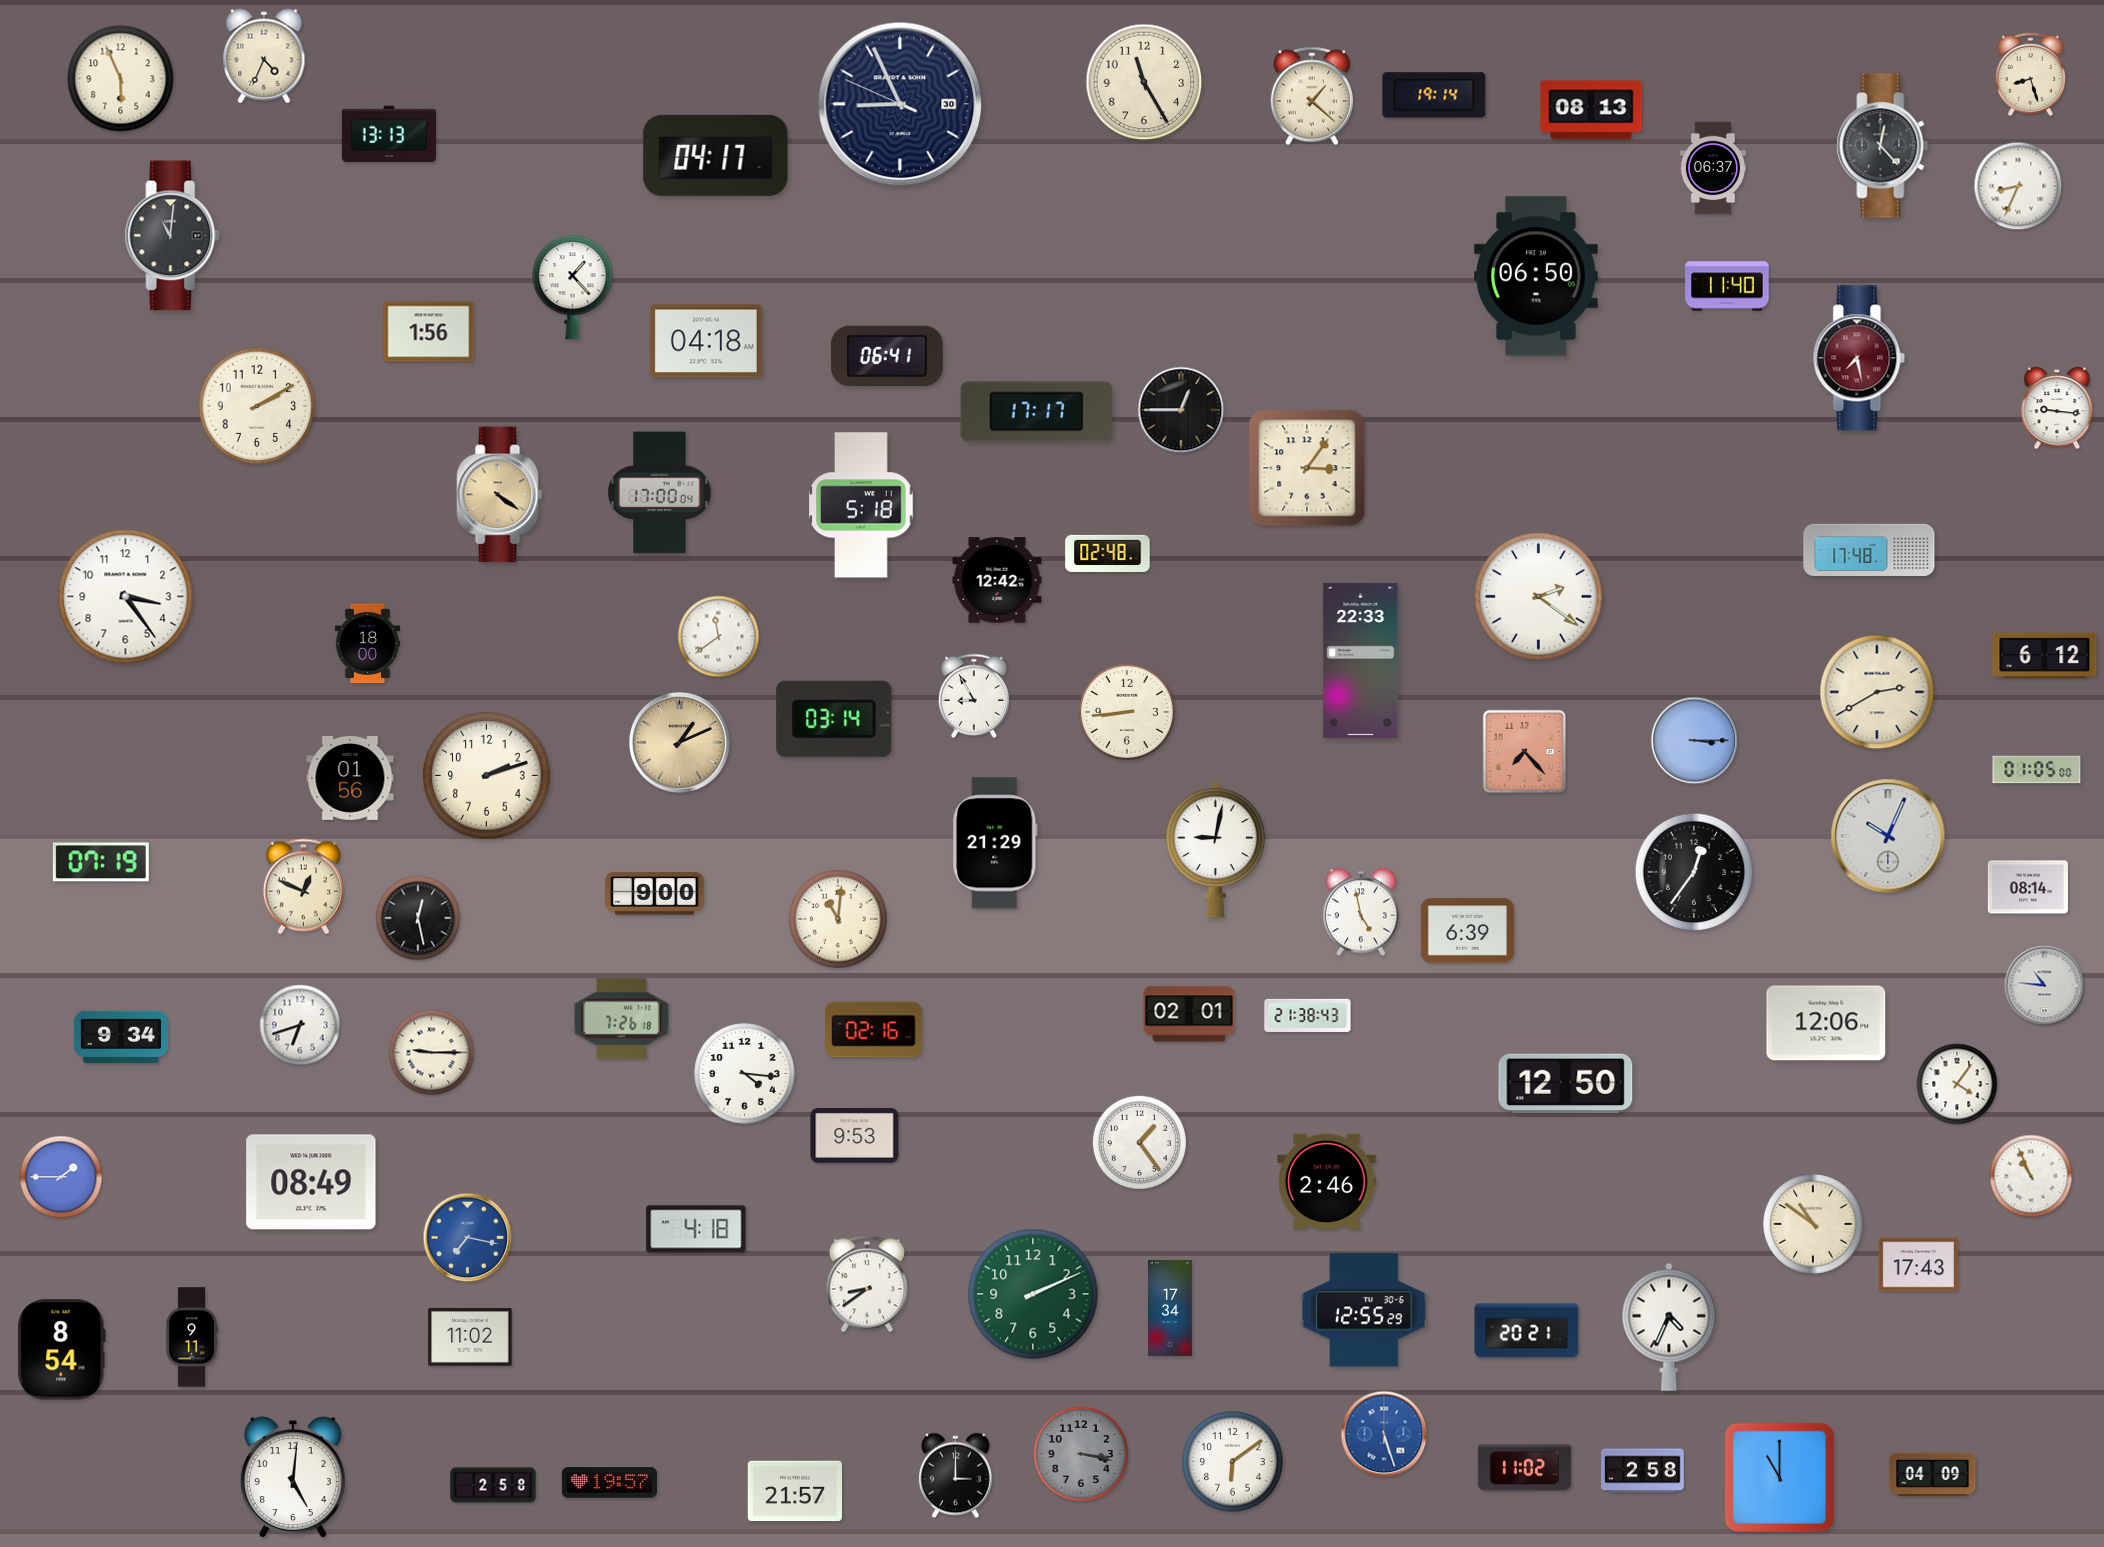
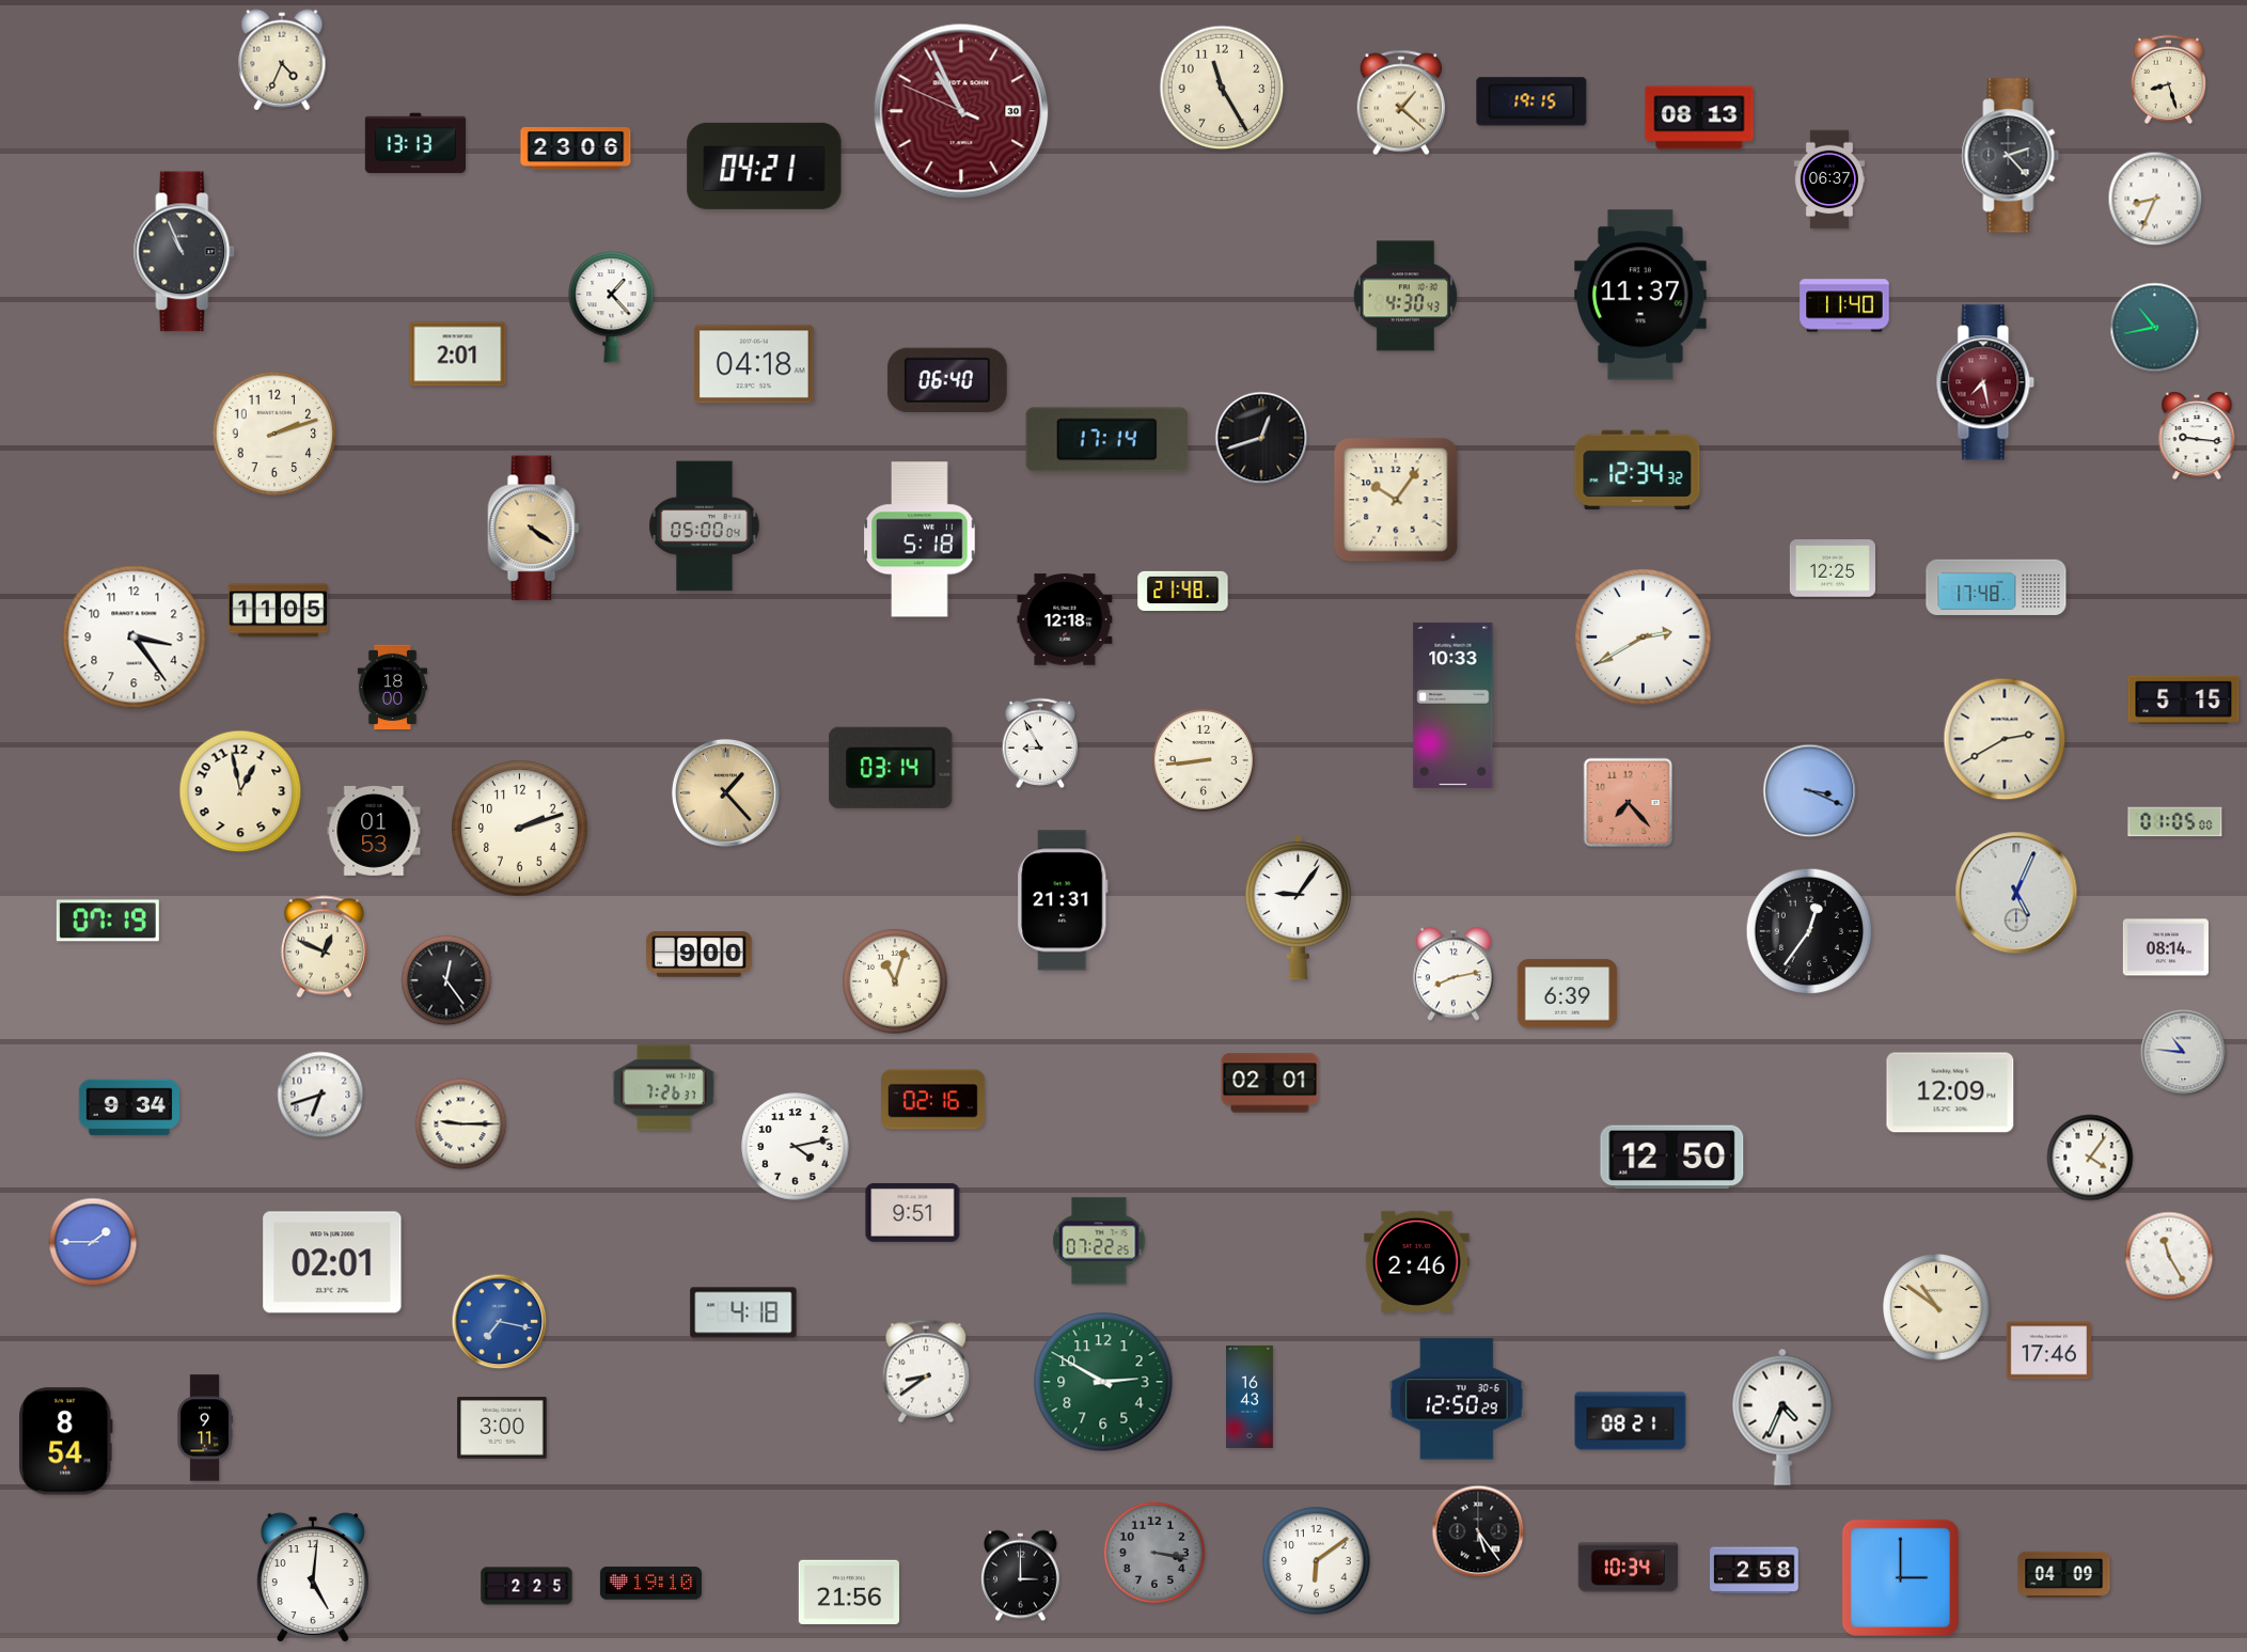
clock at (121, 79): 5:56 -> none
clock at (1434, 95): 19:14 -> 19:15
clock at (900, 104): 8:55 -> 10:55
clock at (900, 104) dial: navy -> burgundy
clock at (576, 150): none -> 23:06
clock at (1883, 146): 12:23 -> 2:23
clock at (716, 155): 04:17 -> 04:21
clock at (173, 236): 11:01 -> 10:56
clock at (1536, 276): 06:50 -> 11:37
clock at (1405, 296): none -> 4:30
clock at (2155, 328): none -> 10:43
clock at (429, 332): 1:56 -> 2:01
clock at (887, 355): 06:41 -> 06:40
clock at (257, 406): 2:10 -> 2:12
clock at (1181, 410): 12:45 -> 12:42
clock at (1037, 412): 17:17 -> 17:14
clock at (1637, 470): none -> 12:34
clock at (1307, 468): 3:06 -> 10:06
clock at (660, 493): 17:00 -> 05:00
clock at (1833, 568): none -> 12:25
clock at (1108, 553): 02:48 -> 21:48
clock at (279, 611): none -> 11:05
clock at (997, 580): 12:42 -> 12:18
clock at (1539, 597): 2:21 -> 2:40
clock at (719, 637): 11:39 -> none
clock at (2045, 655): 6:12 -> 5:15
clock at (1361, 660): 22:33 -> 10:33
clock at (240, 791): none -> 12:58
clock at (1695, 741): 3:15 -> 3:19
clock at (679, 742): 1:11 -> 1:23
clock at (350, 778): 01:56 -> 01:53
clock at (1888, 836): 10:04 -> 5:04
clock at (995, 843): 21:29 -> 21:31
clock at (1215, 850): 9:02 -> 9:06
clock at (1361, 912): 4:58 -> 8:13
clock at (418, 918): 12:28 -> 12:24
clock at (839, 920): 11:01 -> 11:03
clock at (1308, 1015): 21:38 -> none
clock at (622, 1019): 7:26:18 -> 7:26:37
clock at (1826, 1023): 12:06 -> 12:09
clock at (745, 1074): 4:16 -> 4:13
clock at (855, 1135): 9:53 -> 9:51
clock at (1139, 1142): 1:24 -> none
clock at (1099, 1241): none -> 07:22
clock at (2031, 1176): 10:56 -> 11:25
clock at (61, 1177) position: (61, 1177) -> (93, 1242)
clock at (311, 1182): 08:49 -> 02:01
clock at (1919, 1265): 17:43 -> 17:46
clock at (1033, 1294): 2:11 -> 2:50
clock at (1171, 1308): 17:34 -> 16:43
clock at (1364, 1310): 12:55 -> 12:50
clock at (1527, 1331): 20:21 -> 08:21
clock at (470, 1337): 11:02 -> 3:00
clock at (1384, 1434): 5:27 -> 5:24
clock at (1384, 1434) dial: blue -> black
clock at (1525, 1468): 11:02 -> 10:34
clock at (1779, 1477): 11:00 -> 3:00
clock at (609, 1483): 19:57 -> 19:10
clock at (493, 1485): 2:58 -> 2:25
clock at (795, 1491): 21:57 -> 21:56
